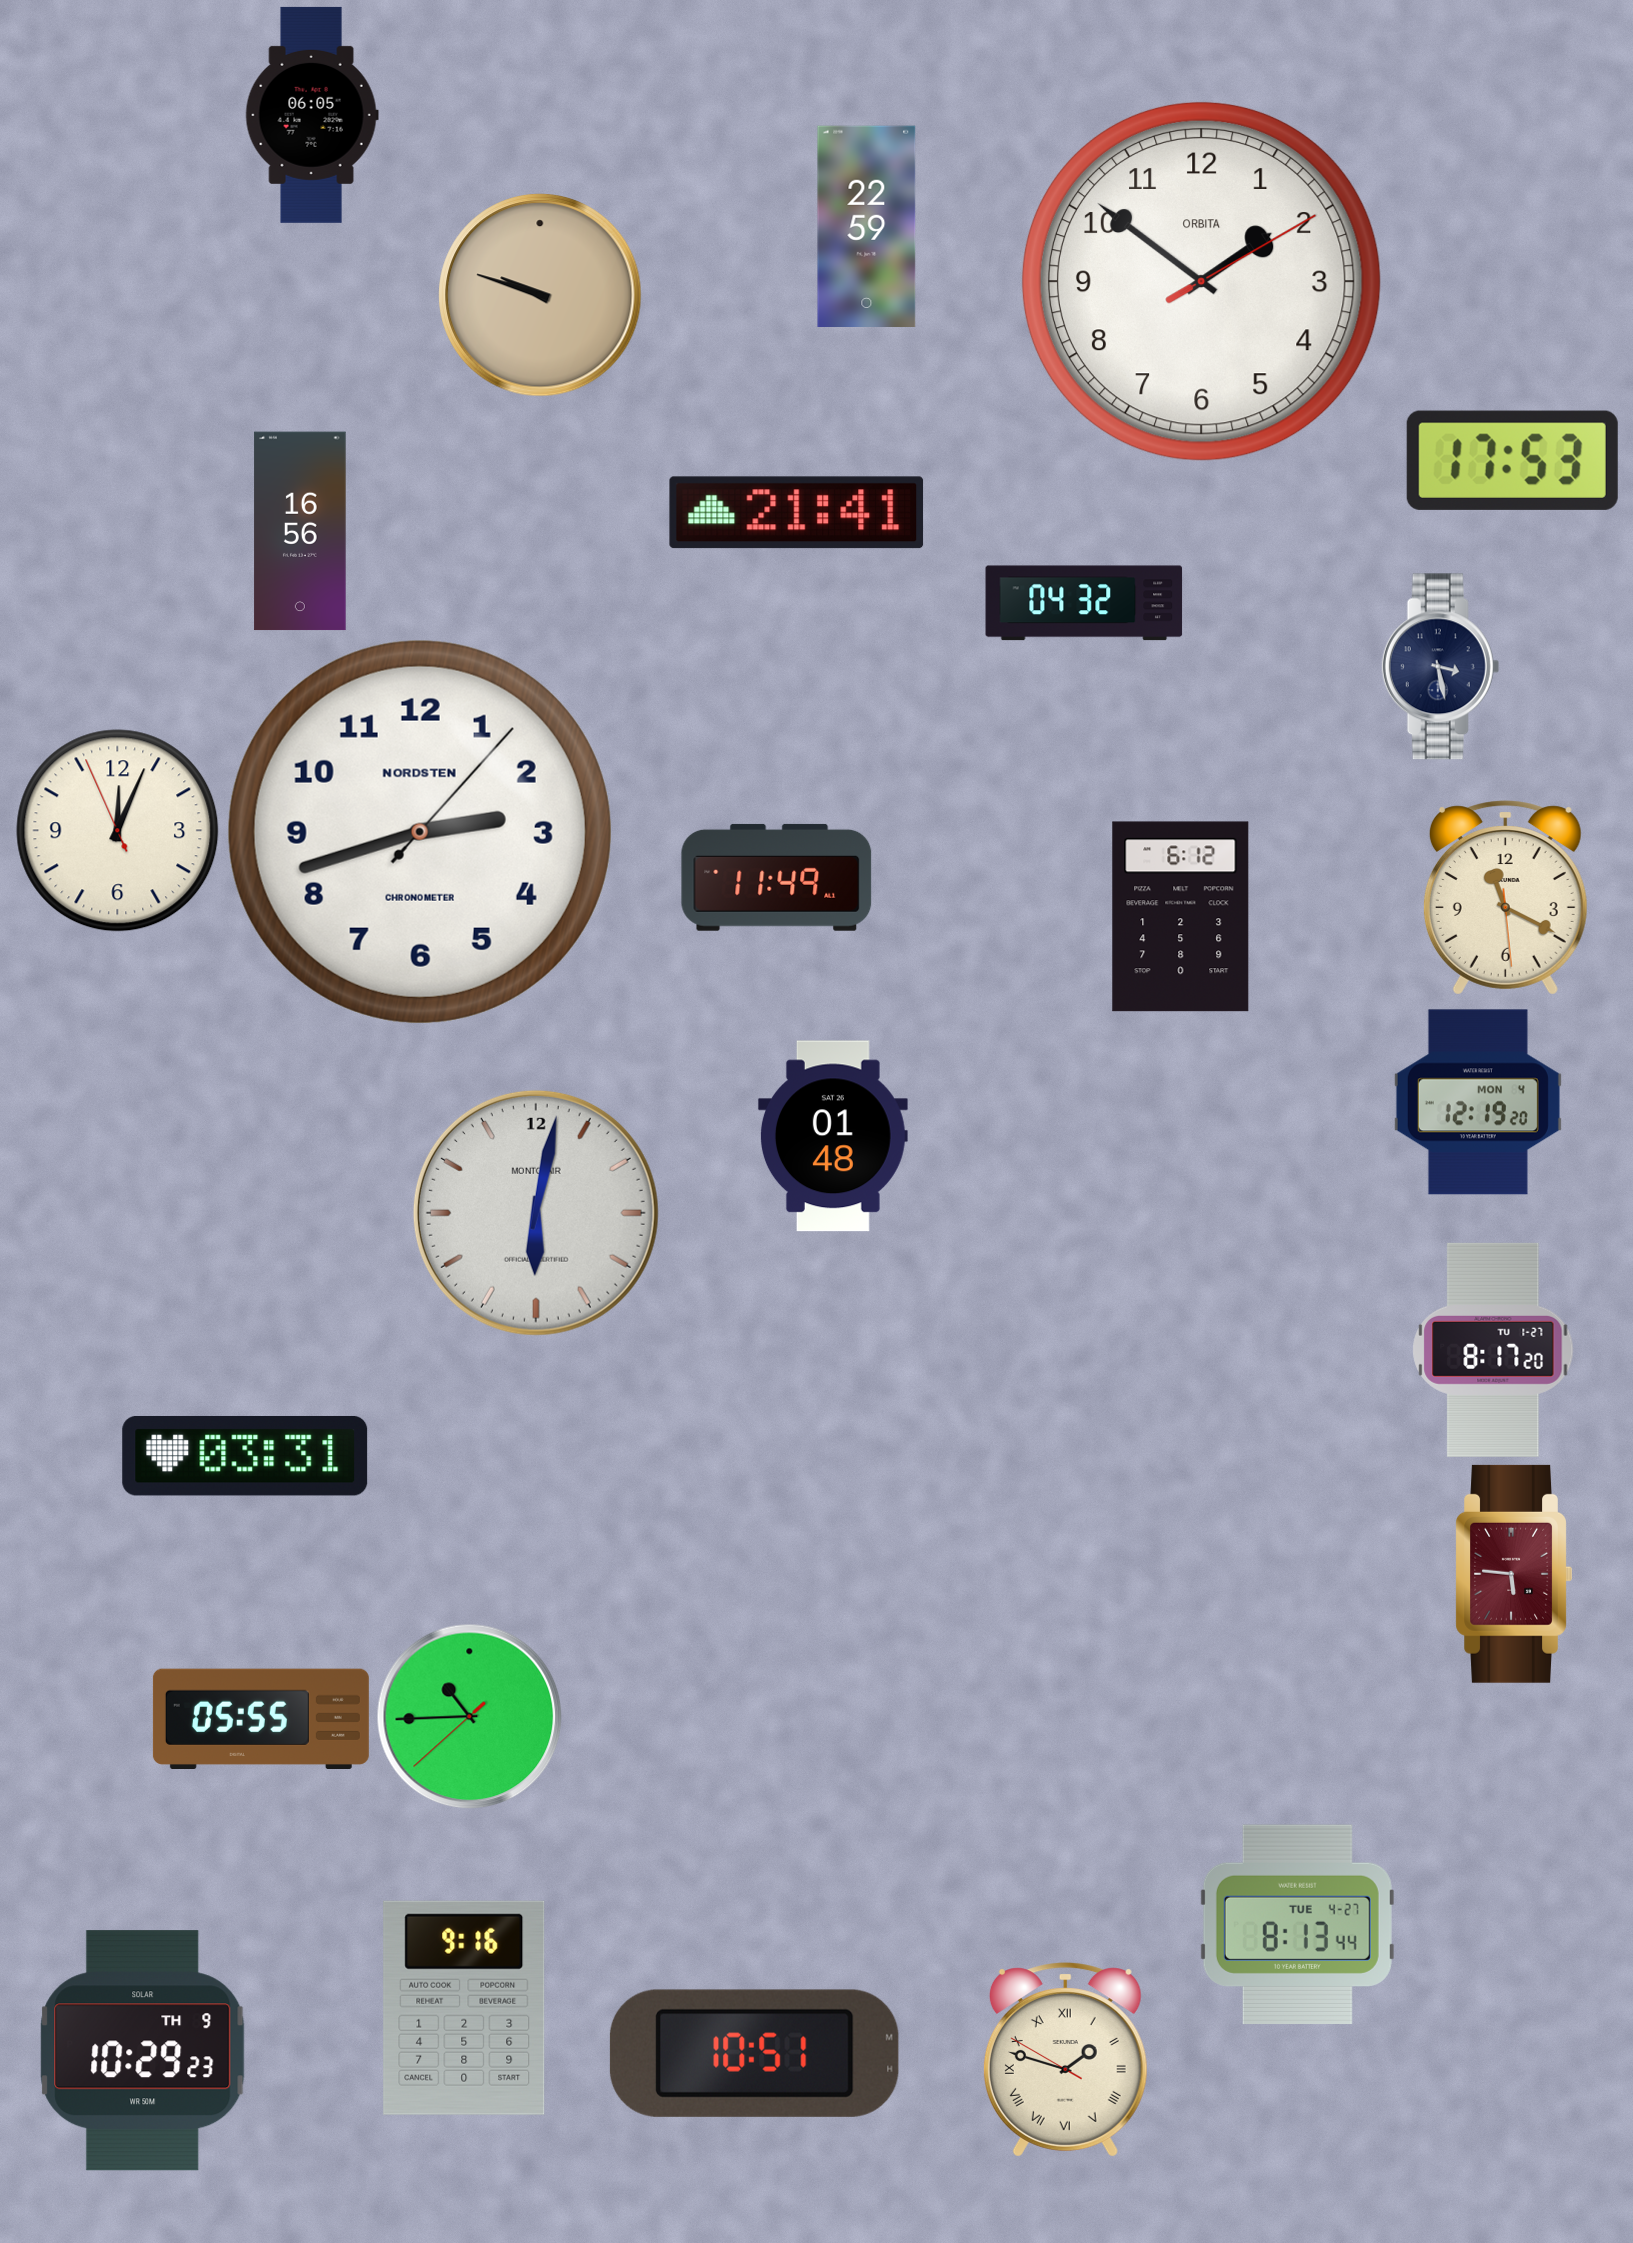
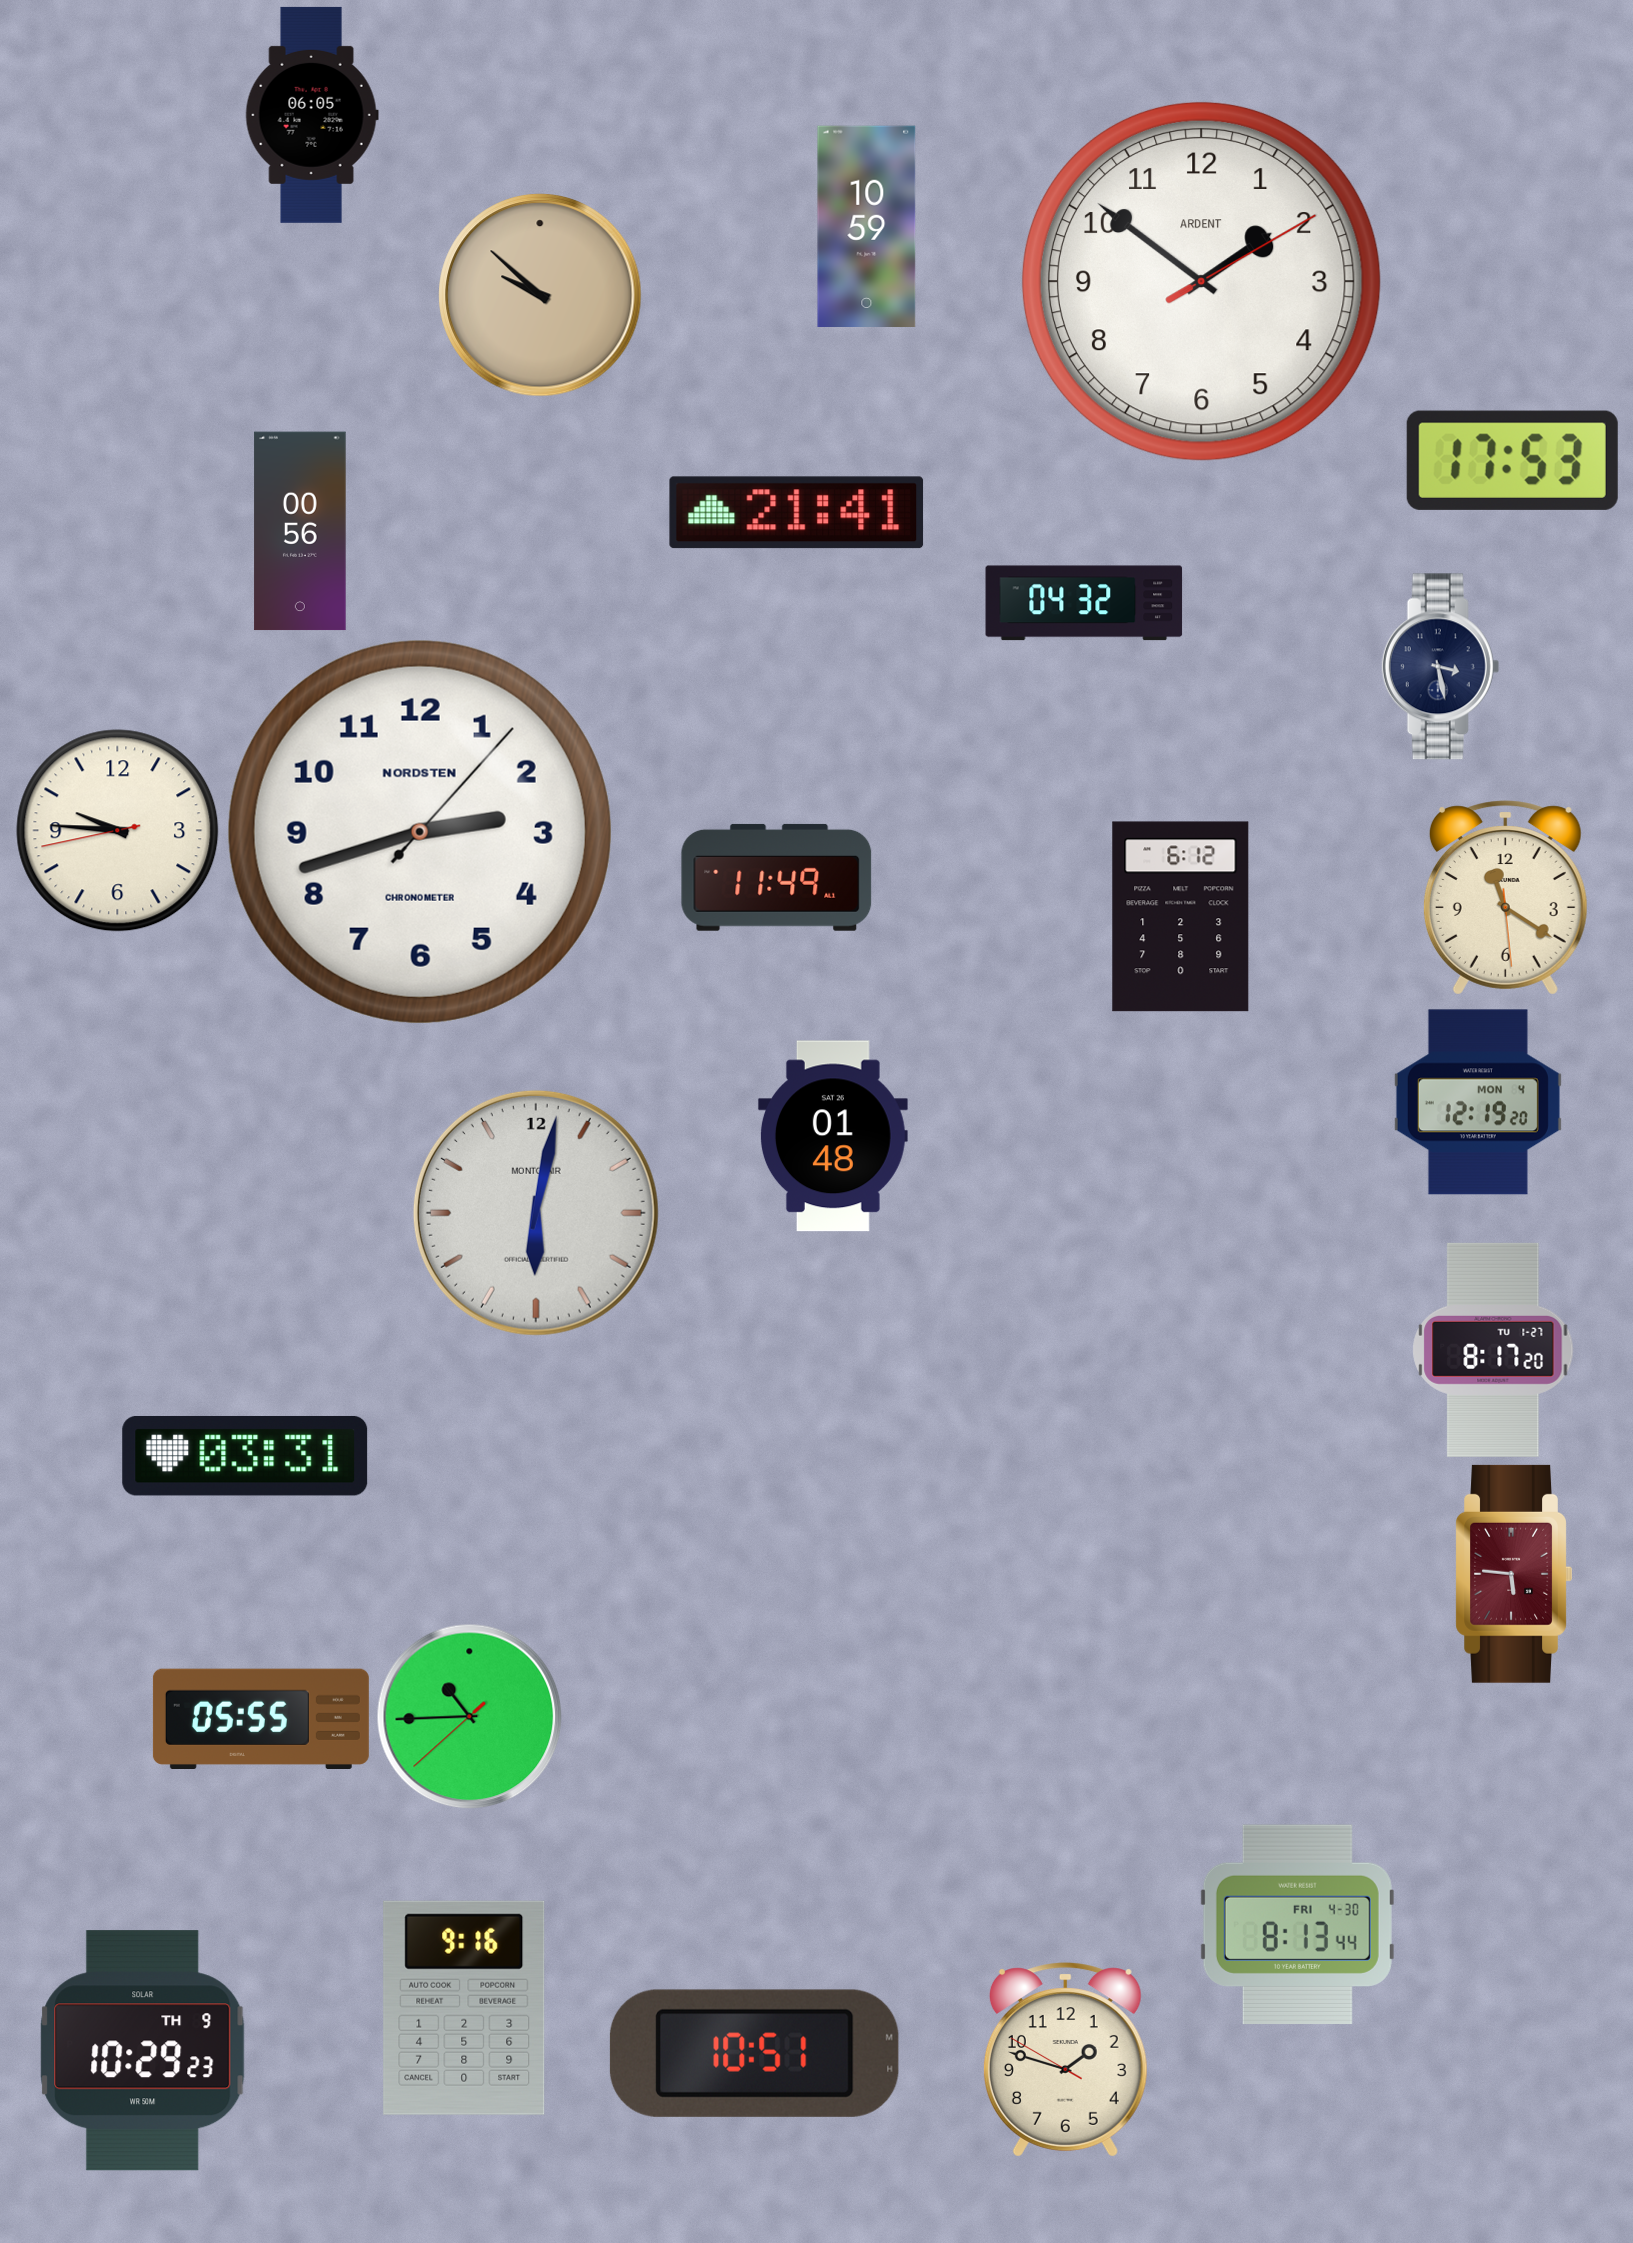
clock at (867, 227): 22:59 -> 10:59
clock at (1201, 281) brand: ORBITA -> ARDENT
clock at (540, 295): 9:48 -> 9:52
clock at (300, 531): 16:56 -> 00:56
clock at (118, 831): 12:03 -> 9:45
clock at (1505, 898): 11:19 -> 11:20
clock at (1297, 1924) date: TUE 4-27 -> FRI 4-30
clock at (1065, 2060) numerals: Roman -> Arabic
